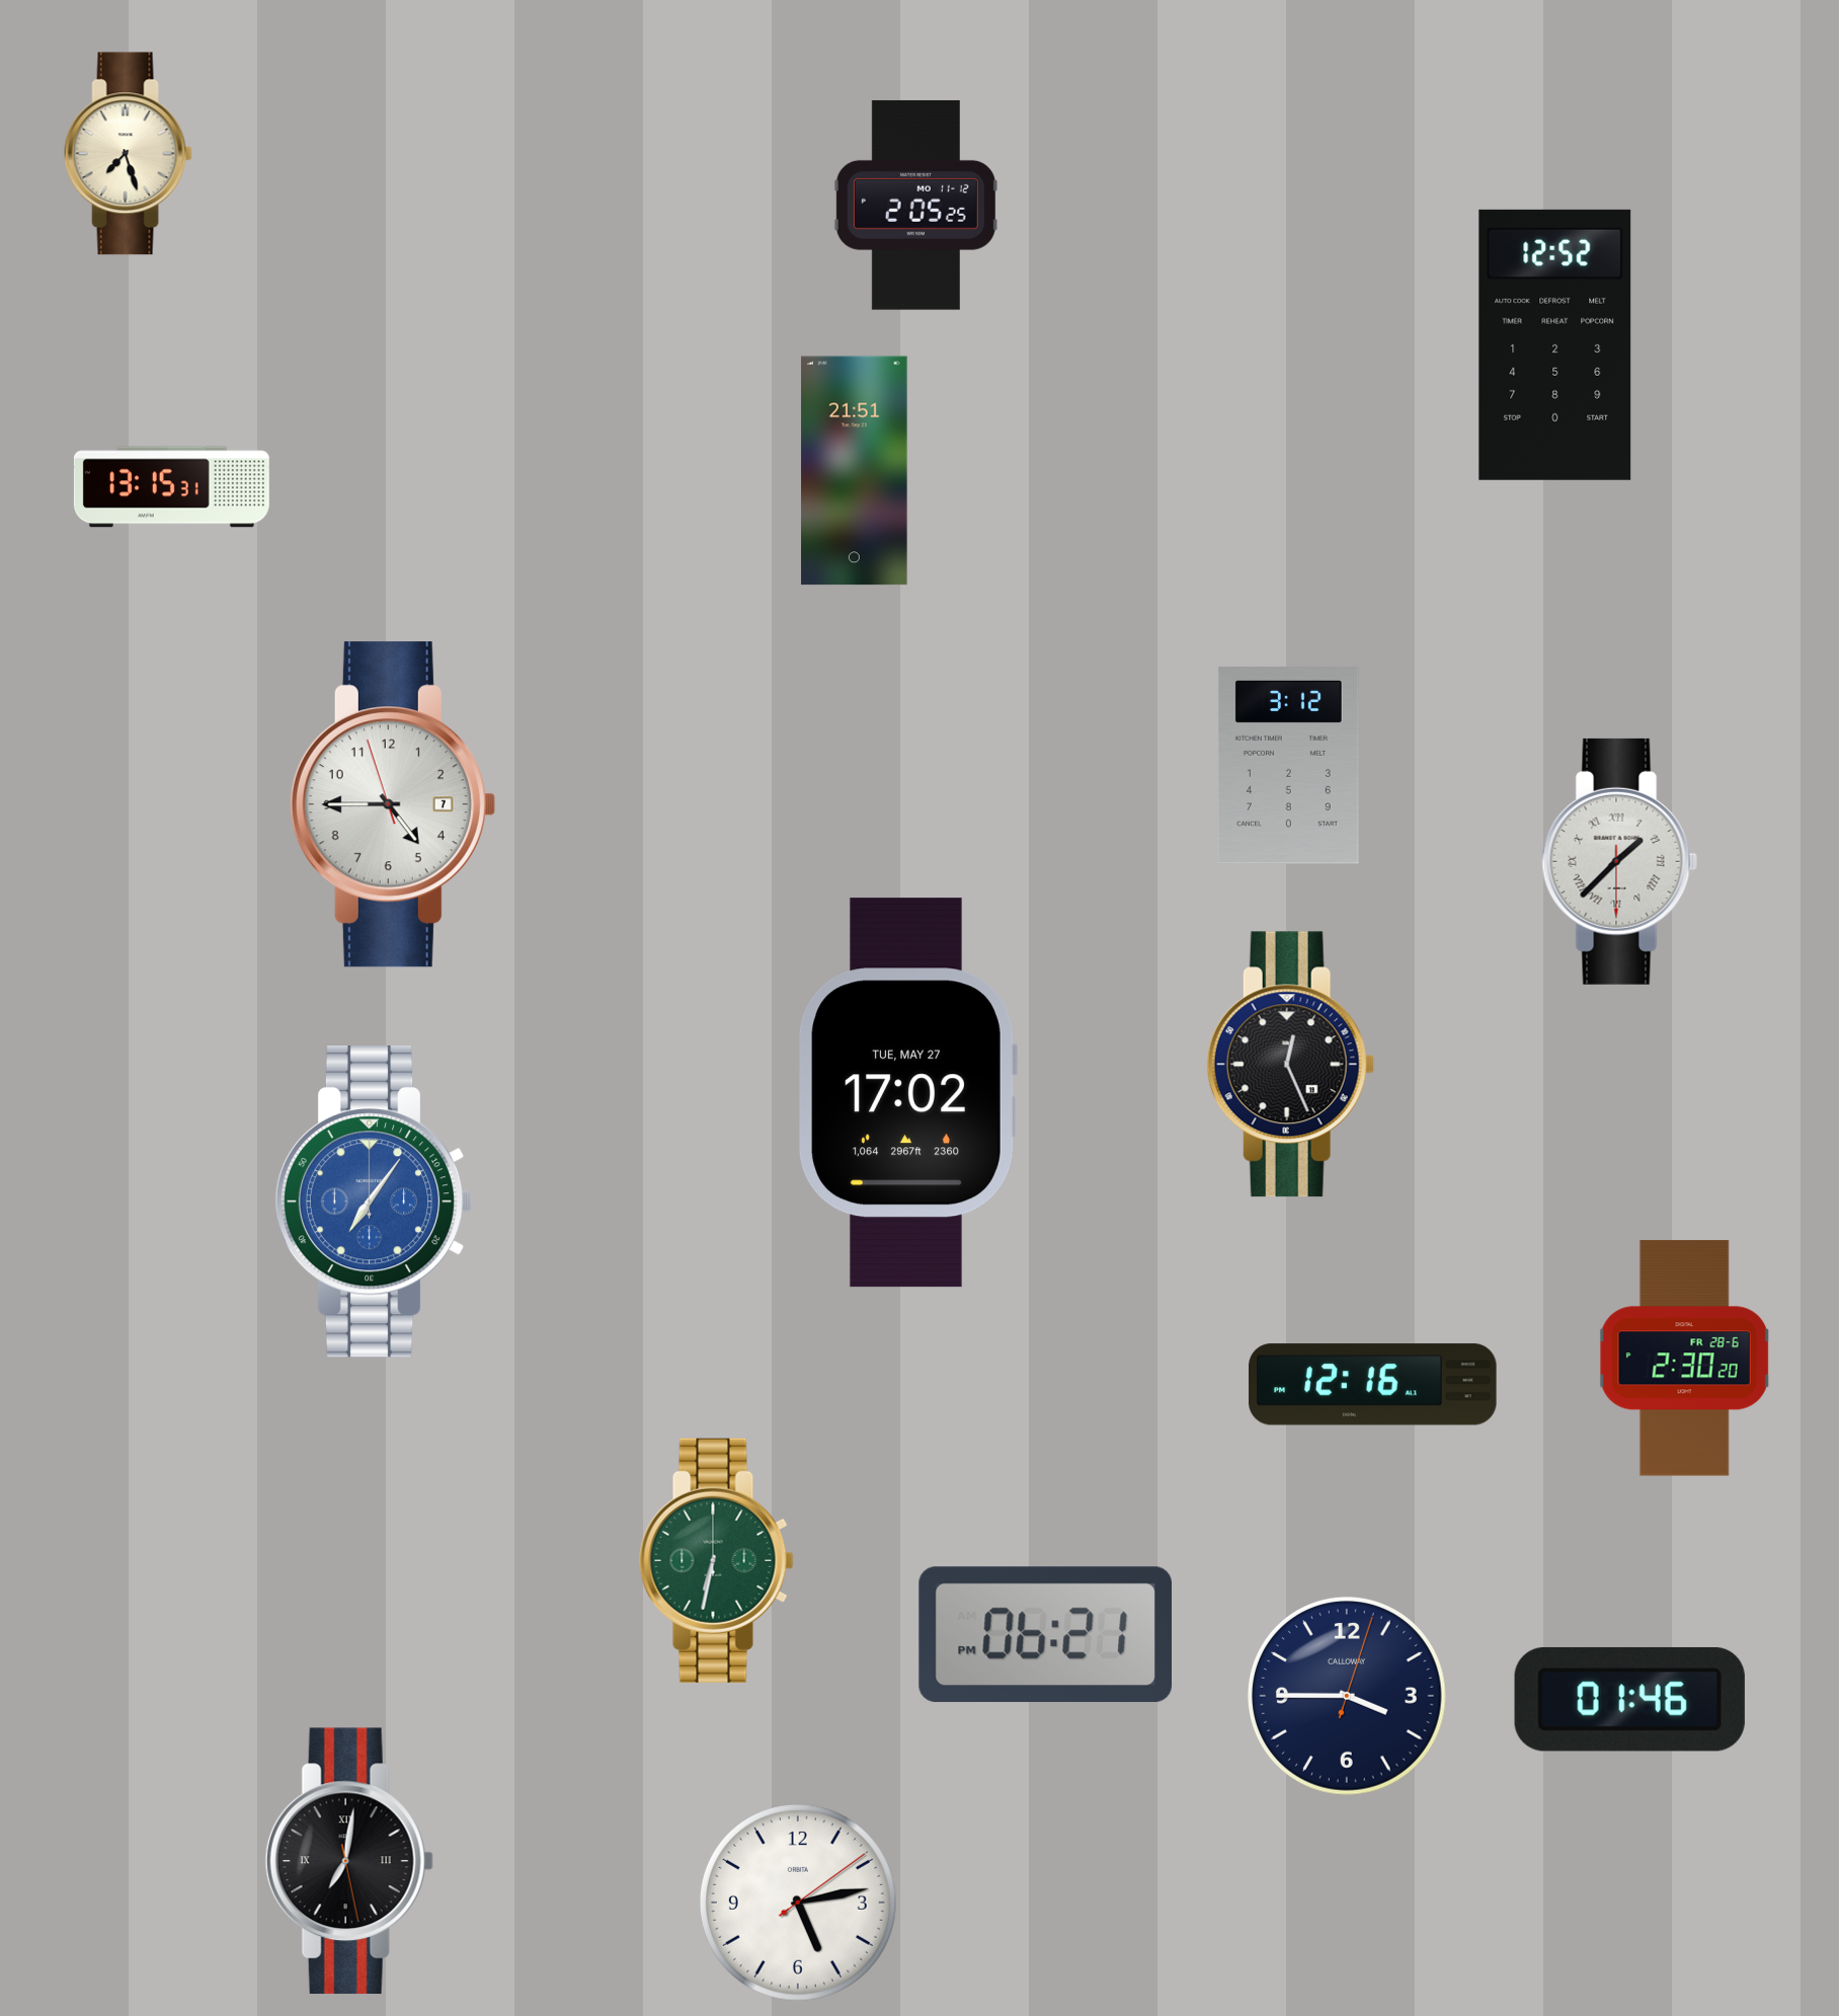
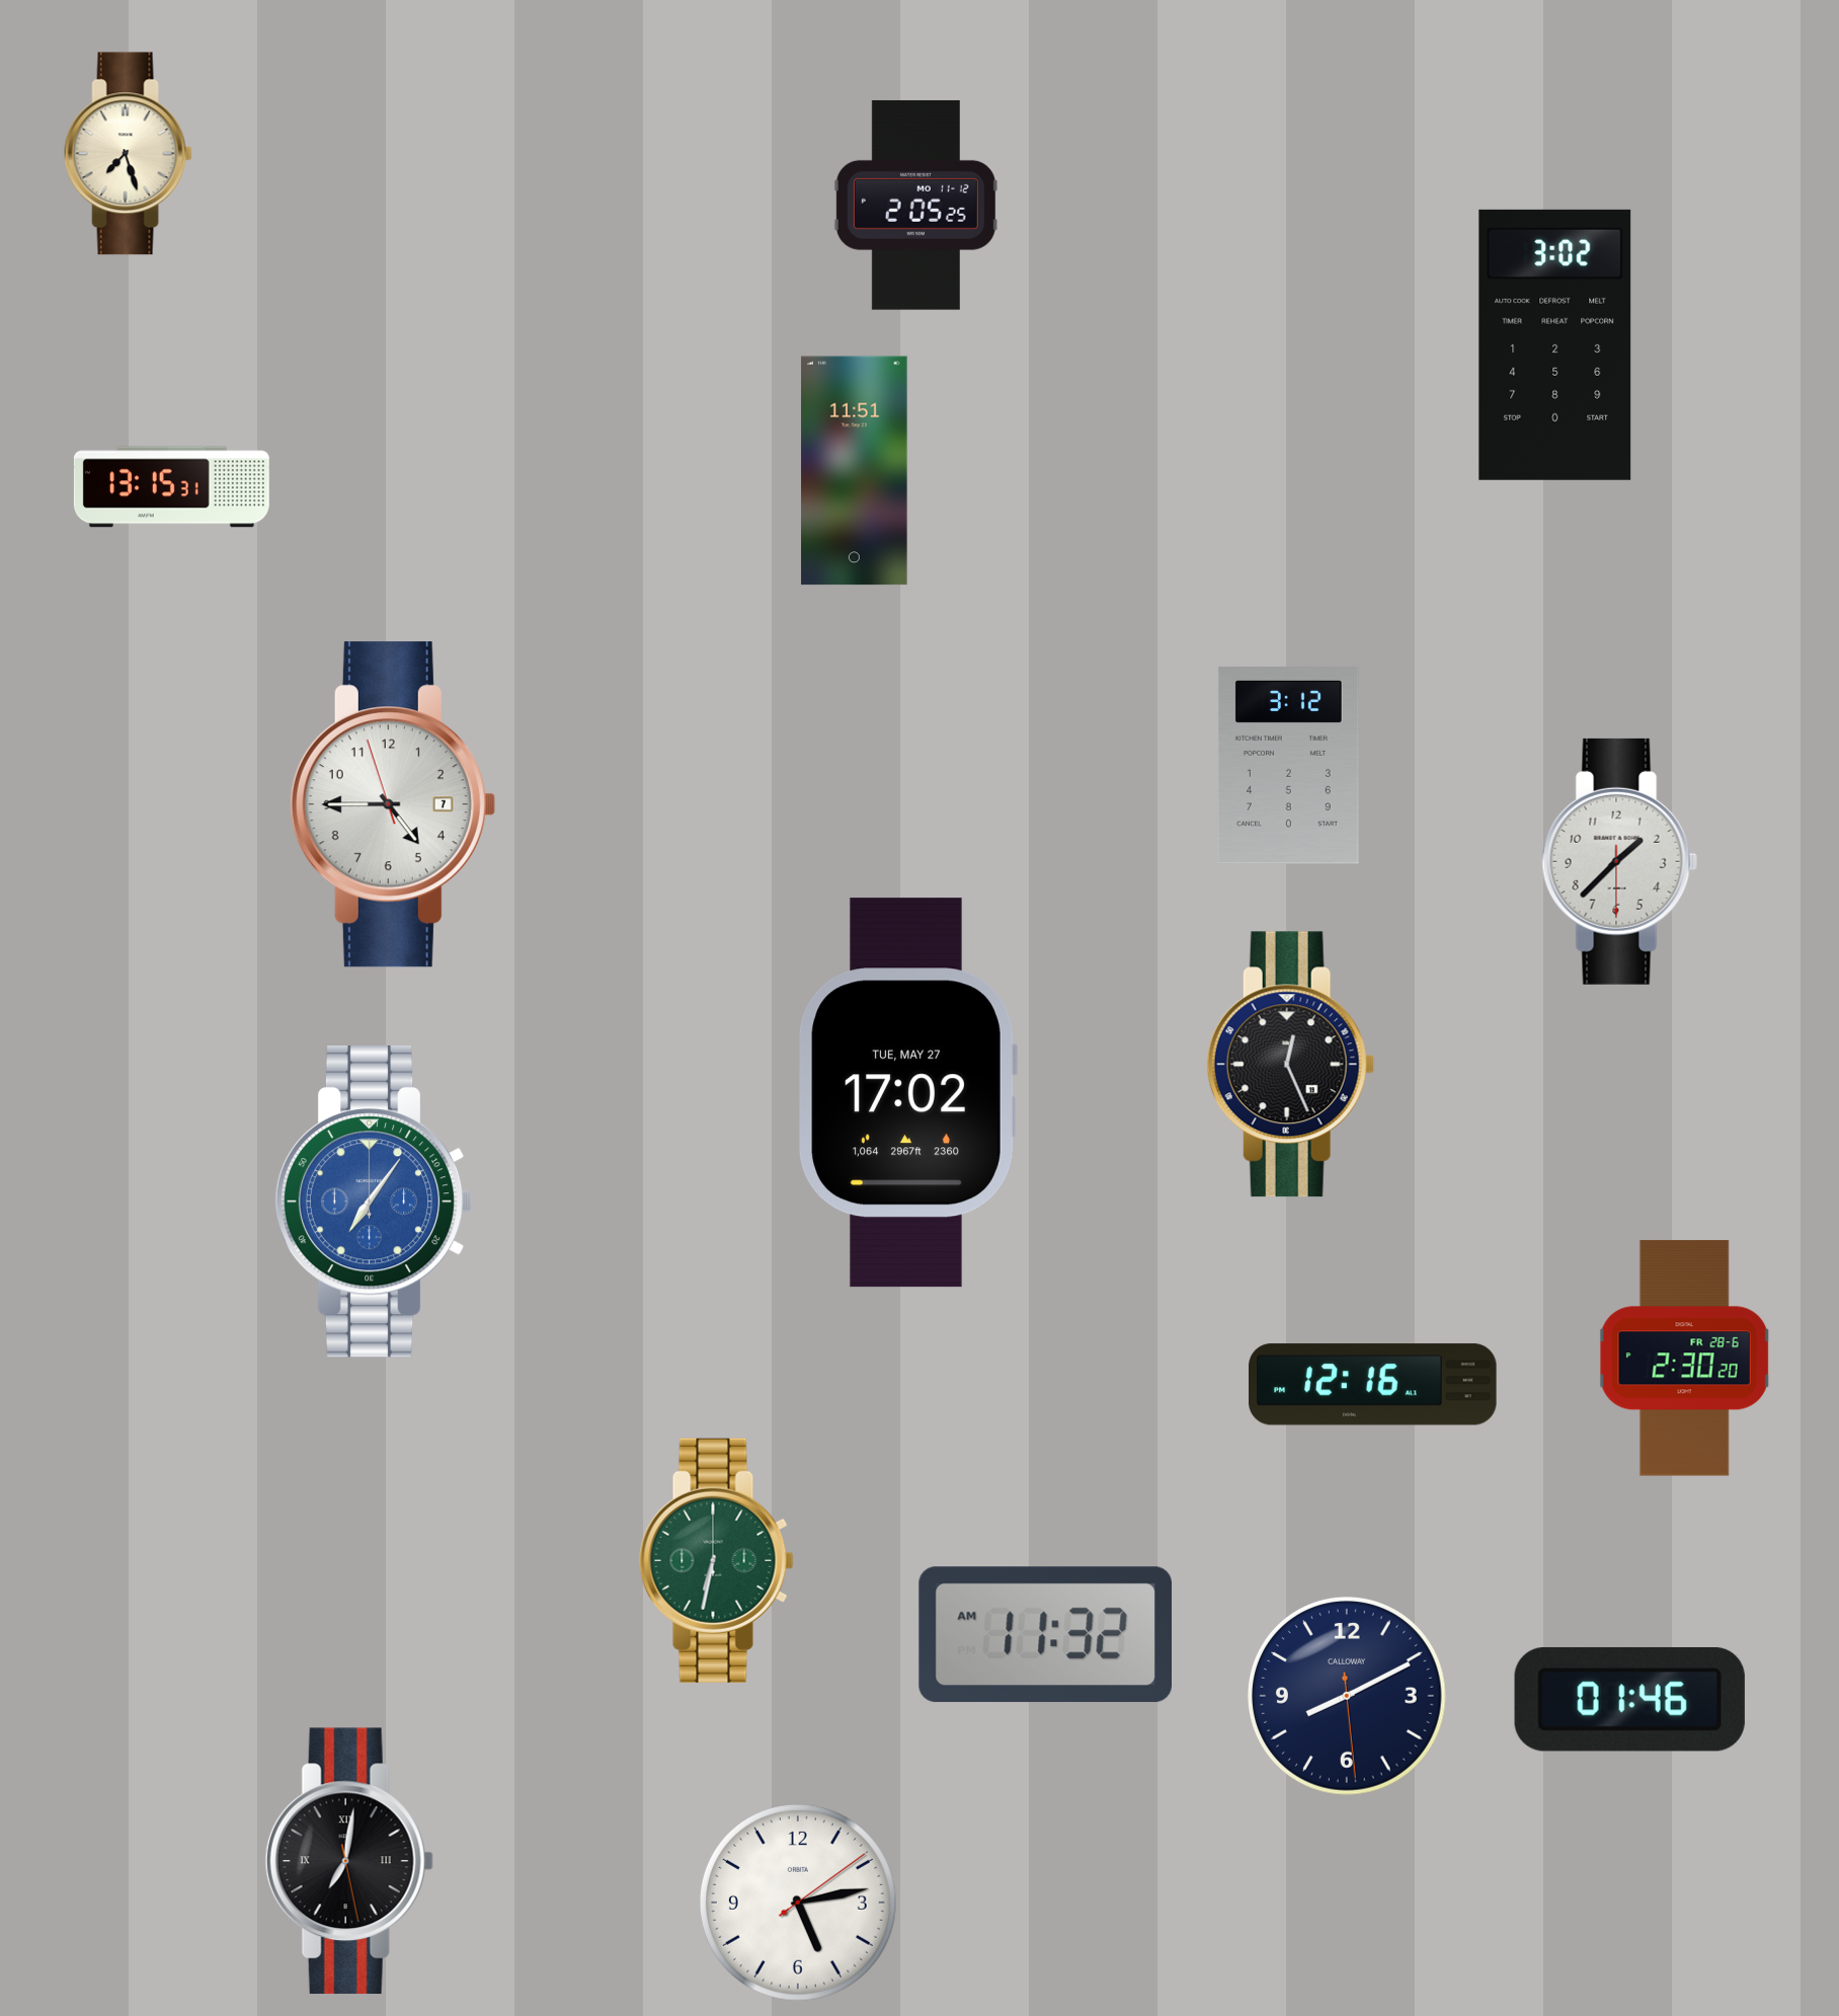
clock at (1555, 344): 12:52 -> 3:02
clock at (855, 471): 21:51 -> 11:51
clock at (1620, 861) numerals: Roman -> Arabic
clock at (1045, 1635): 06:21 -> 11:32
clock at (1347, 1696): 3:45 -> 8:10
